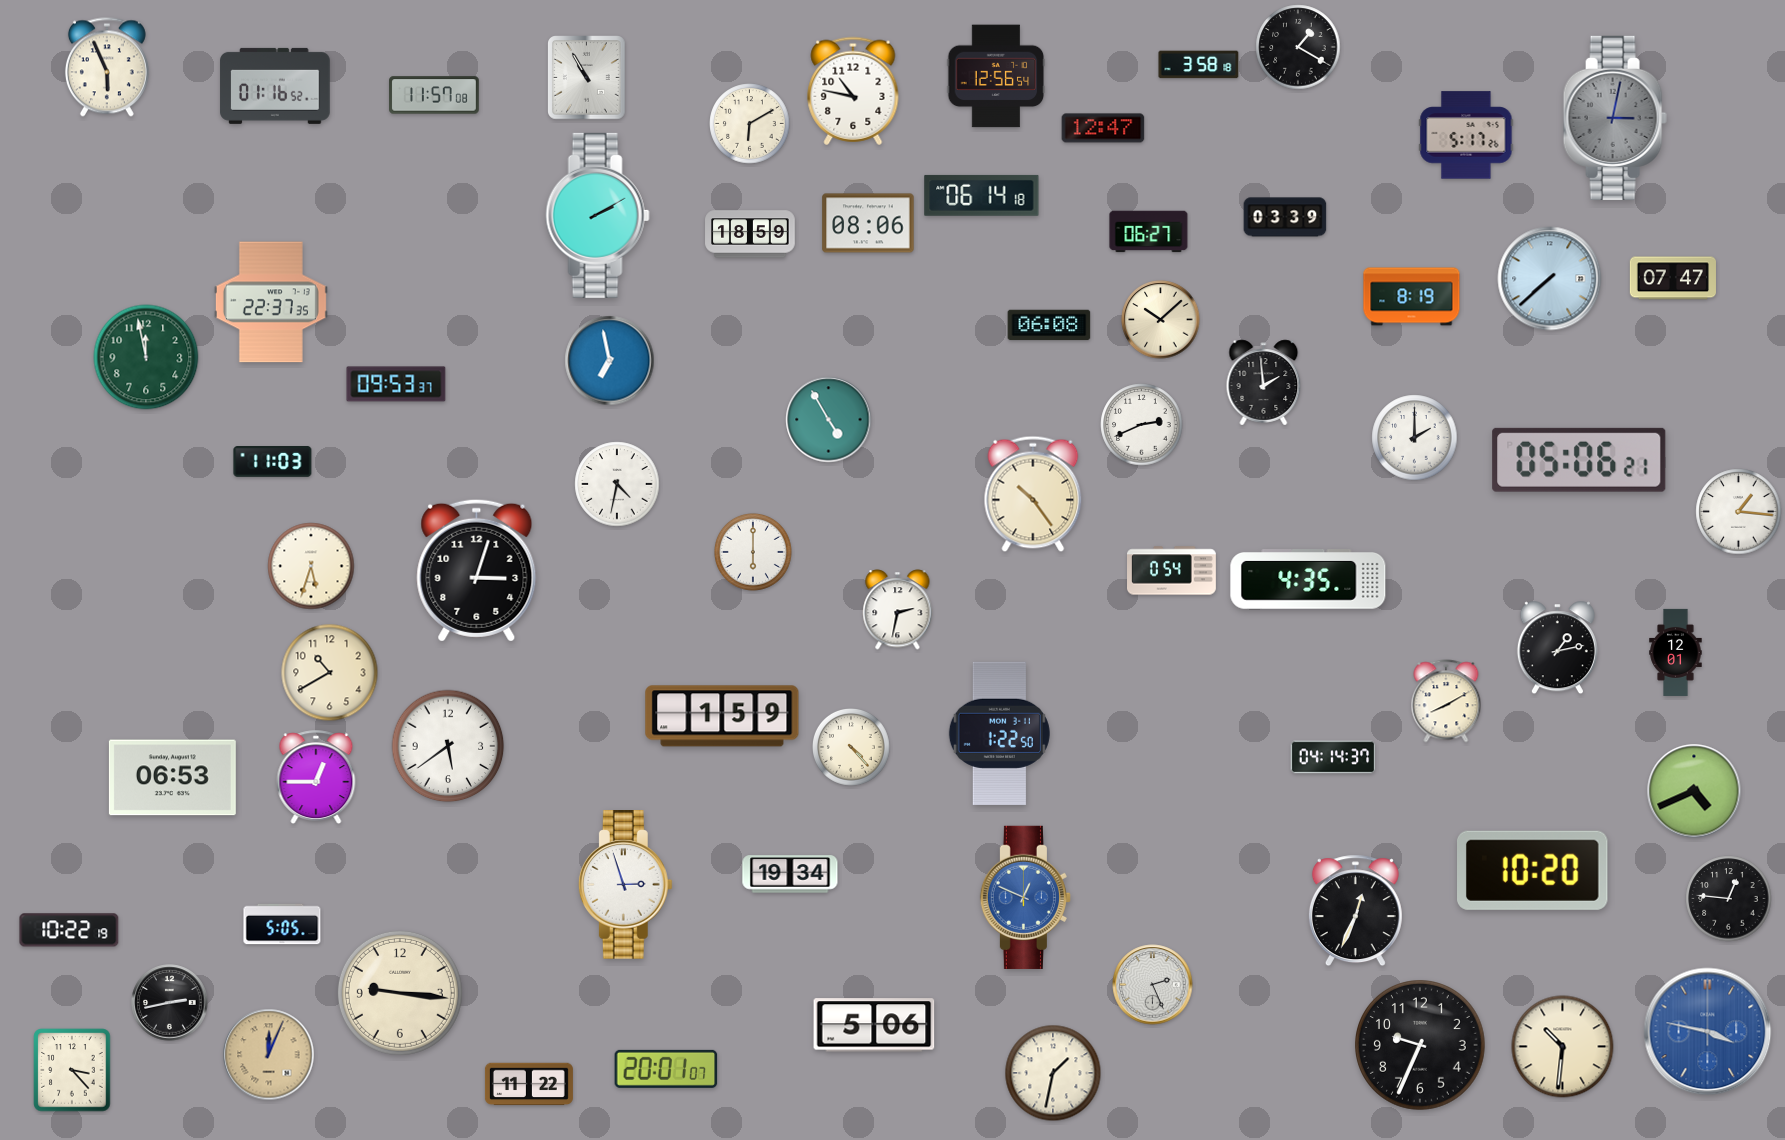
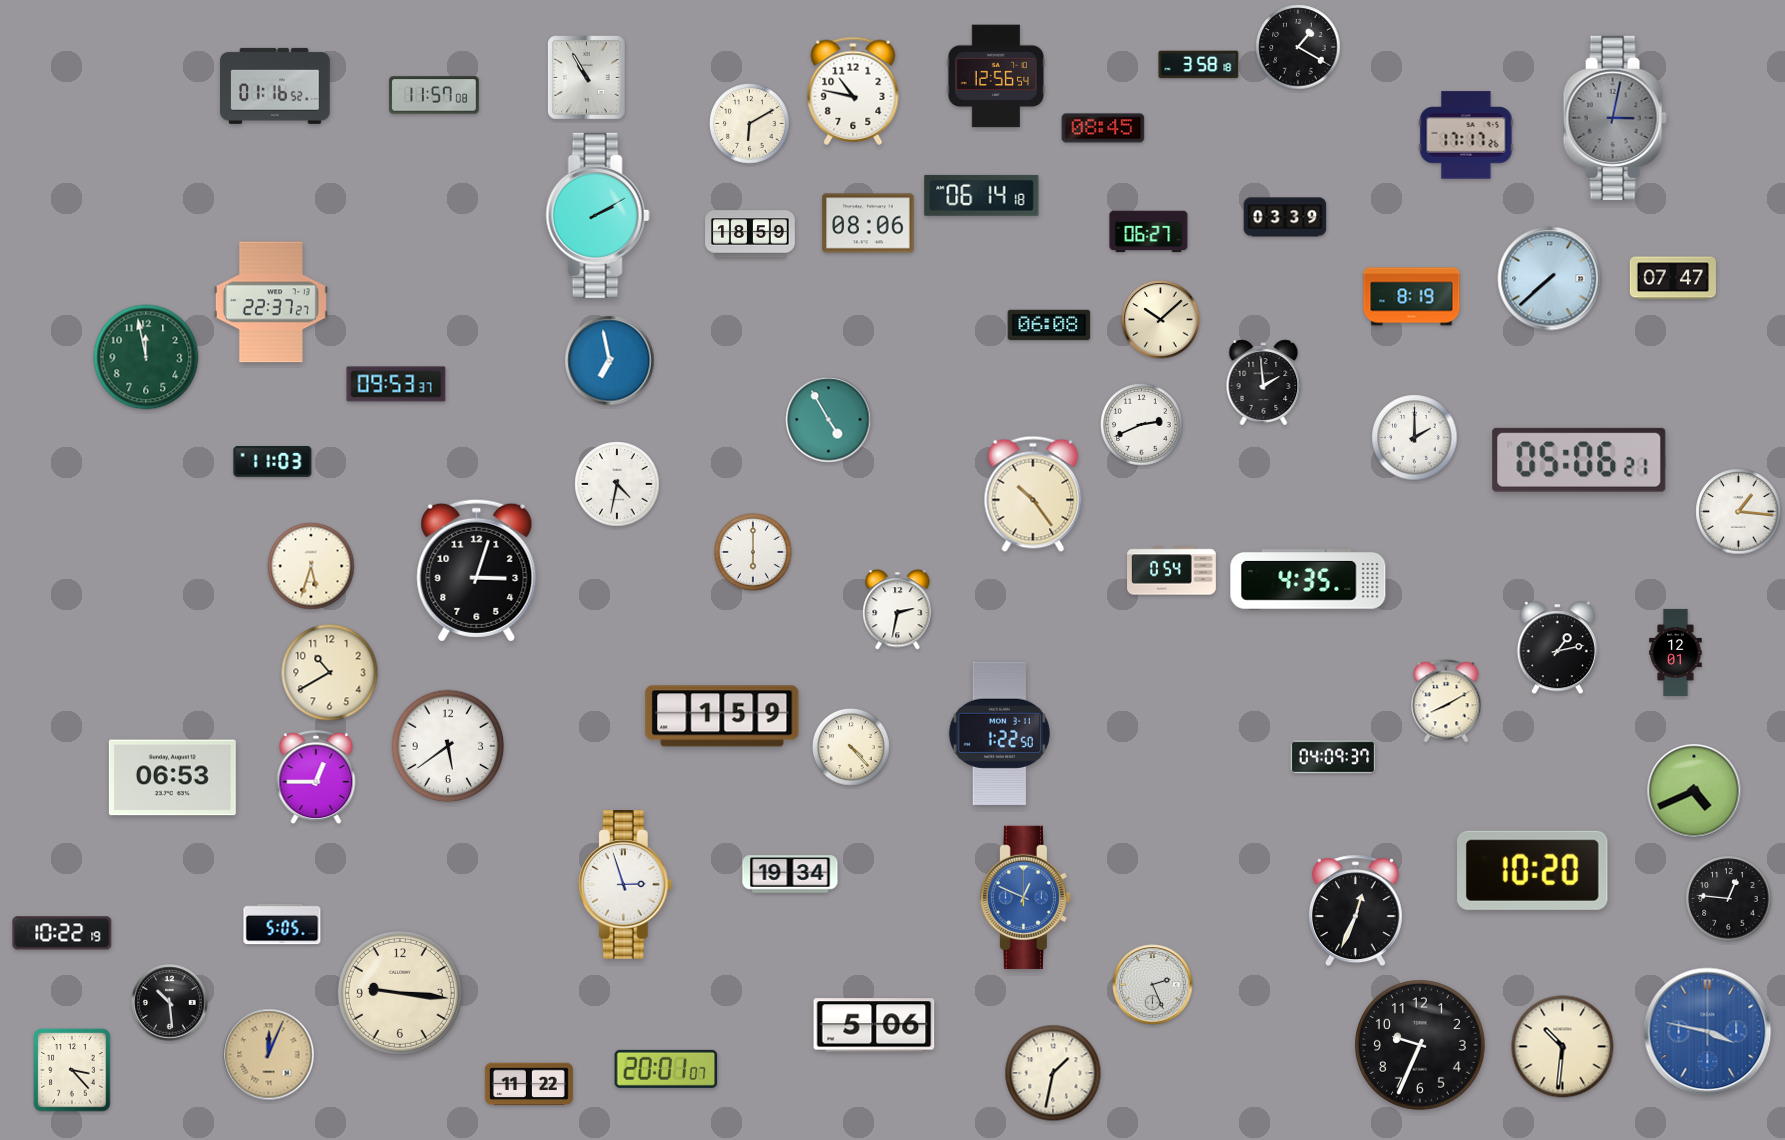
clock at (107, 67): 5:56 -> none
clock at (1103, 128): 12:47 -> 08:45
clock at (1466, 135): 5:17 -> 17:17
clock at (271, 302): 22:37:35 -> 22:37:27
clock at (1333, 757): 04:14 -> 04:09
clock at (69, 930) position: (69, 930) -> (62, 933)
clock at (170, 1003): 2:43 -> 10:29
